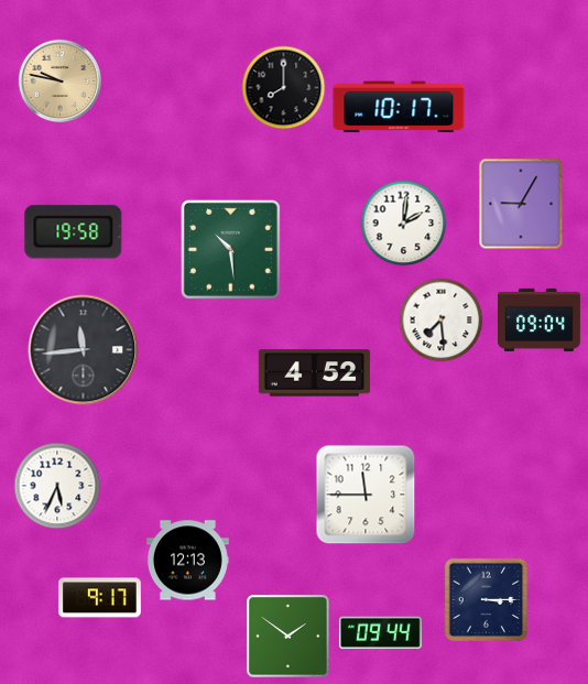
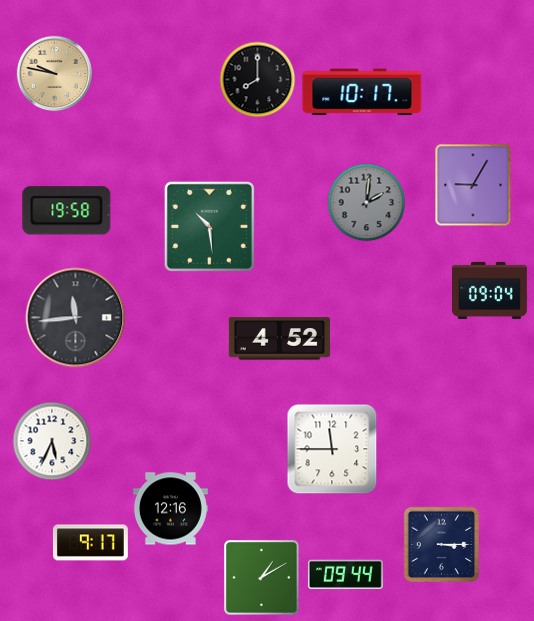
clock at (399, 107) position: (399, 107) -> (362, 92)
clock at (404, 224) dial: white -> grey
clock at (442, 321): 7:29 -> none
clock at (314, 373) position: (314, 373) -> (279, 339)
clock at (187, 561): 12:13 -> 12:16
clock at (288, 637): 1:51 -> 1:10
